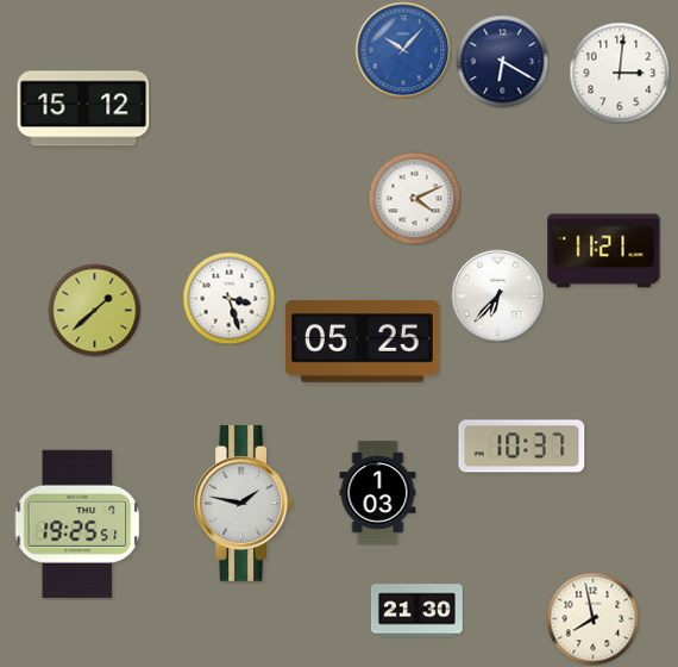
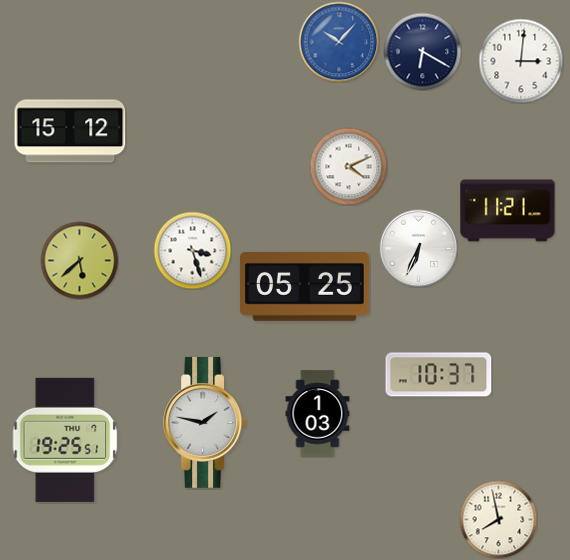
clock at (83, 108) position: (83, 108) -> (70, 131)
clock at (497, 295): 6:37 -> 6:34
clock at (94, 310): 1:38 -> 5:38
clock at (416, 611): 21:30 -> none
